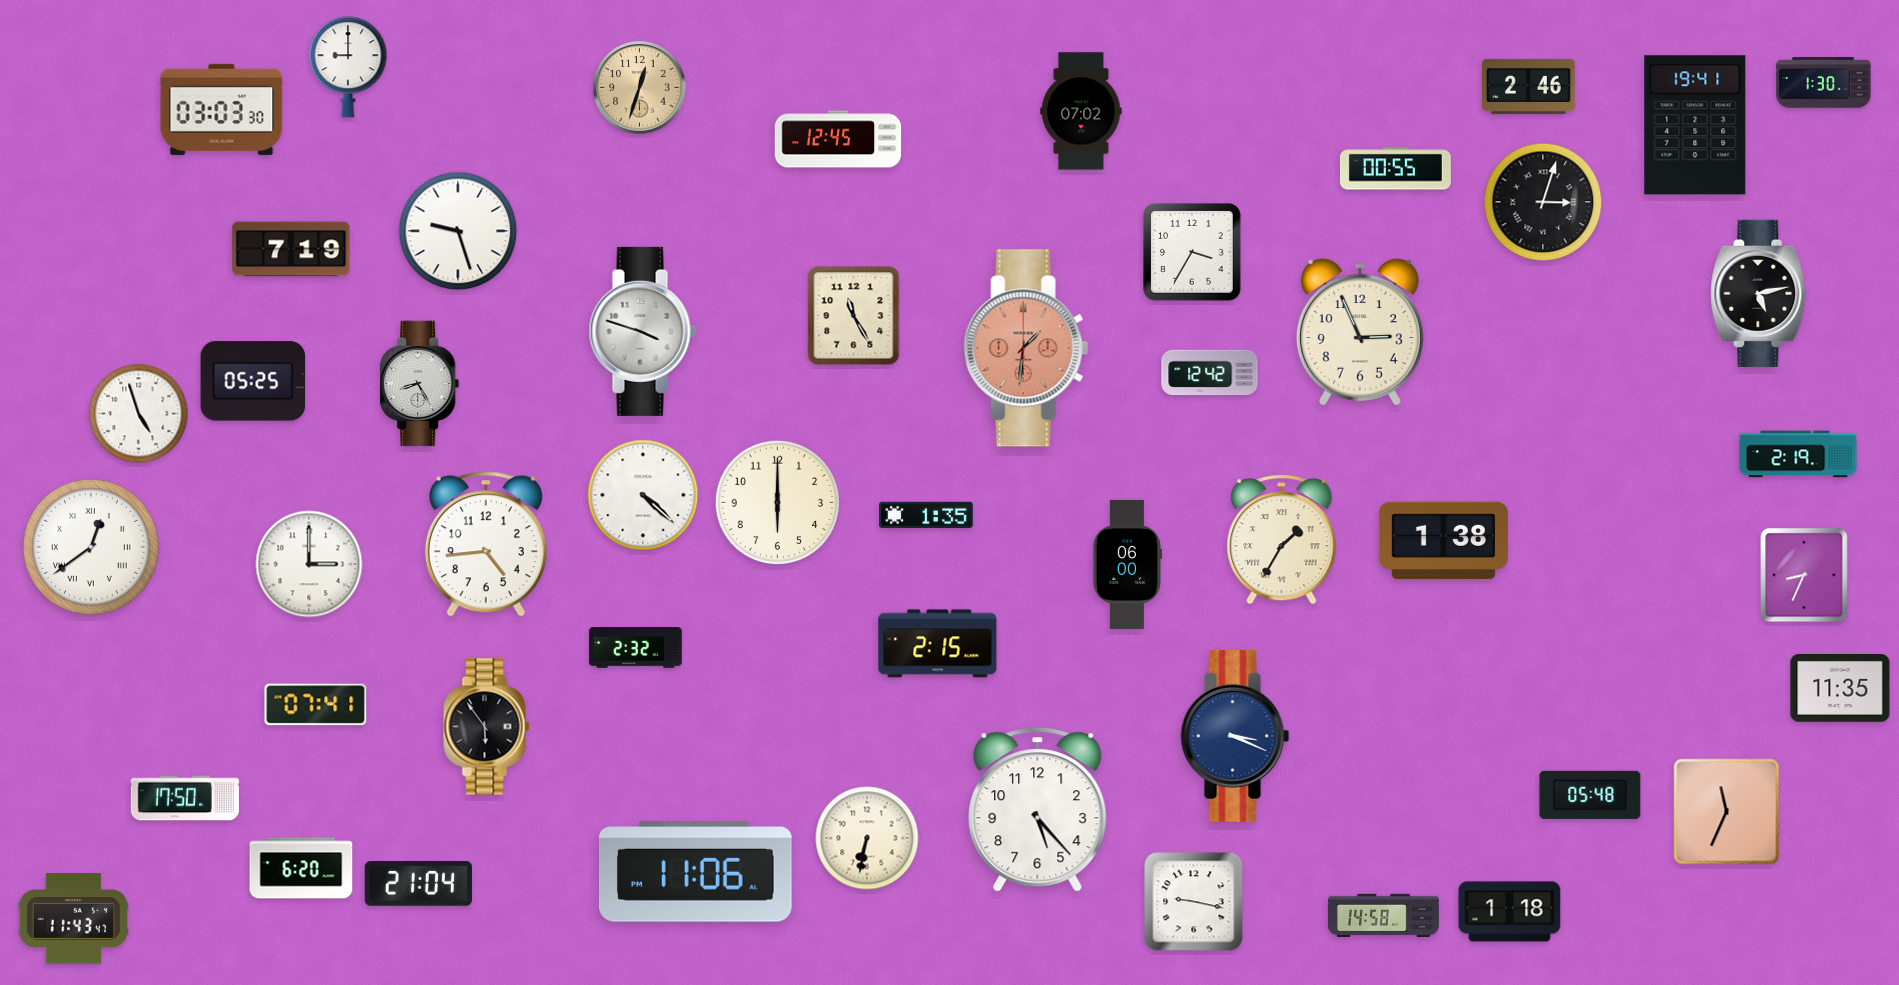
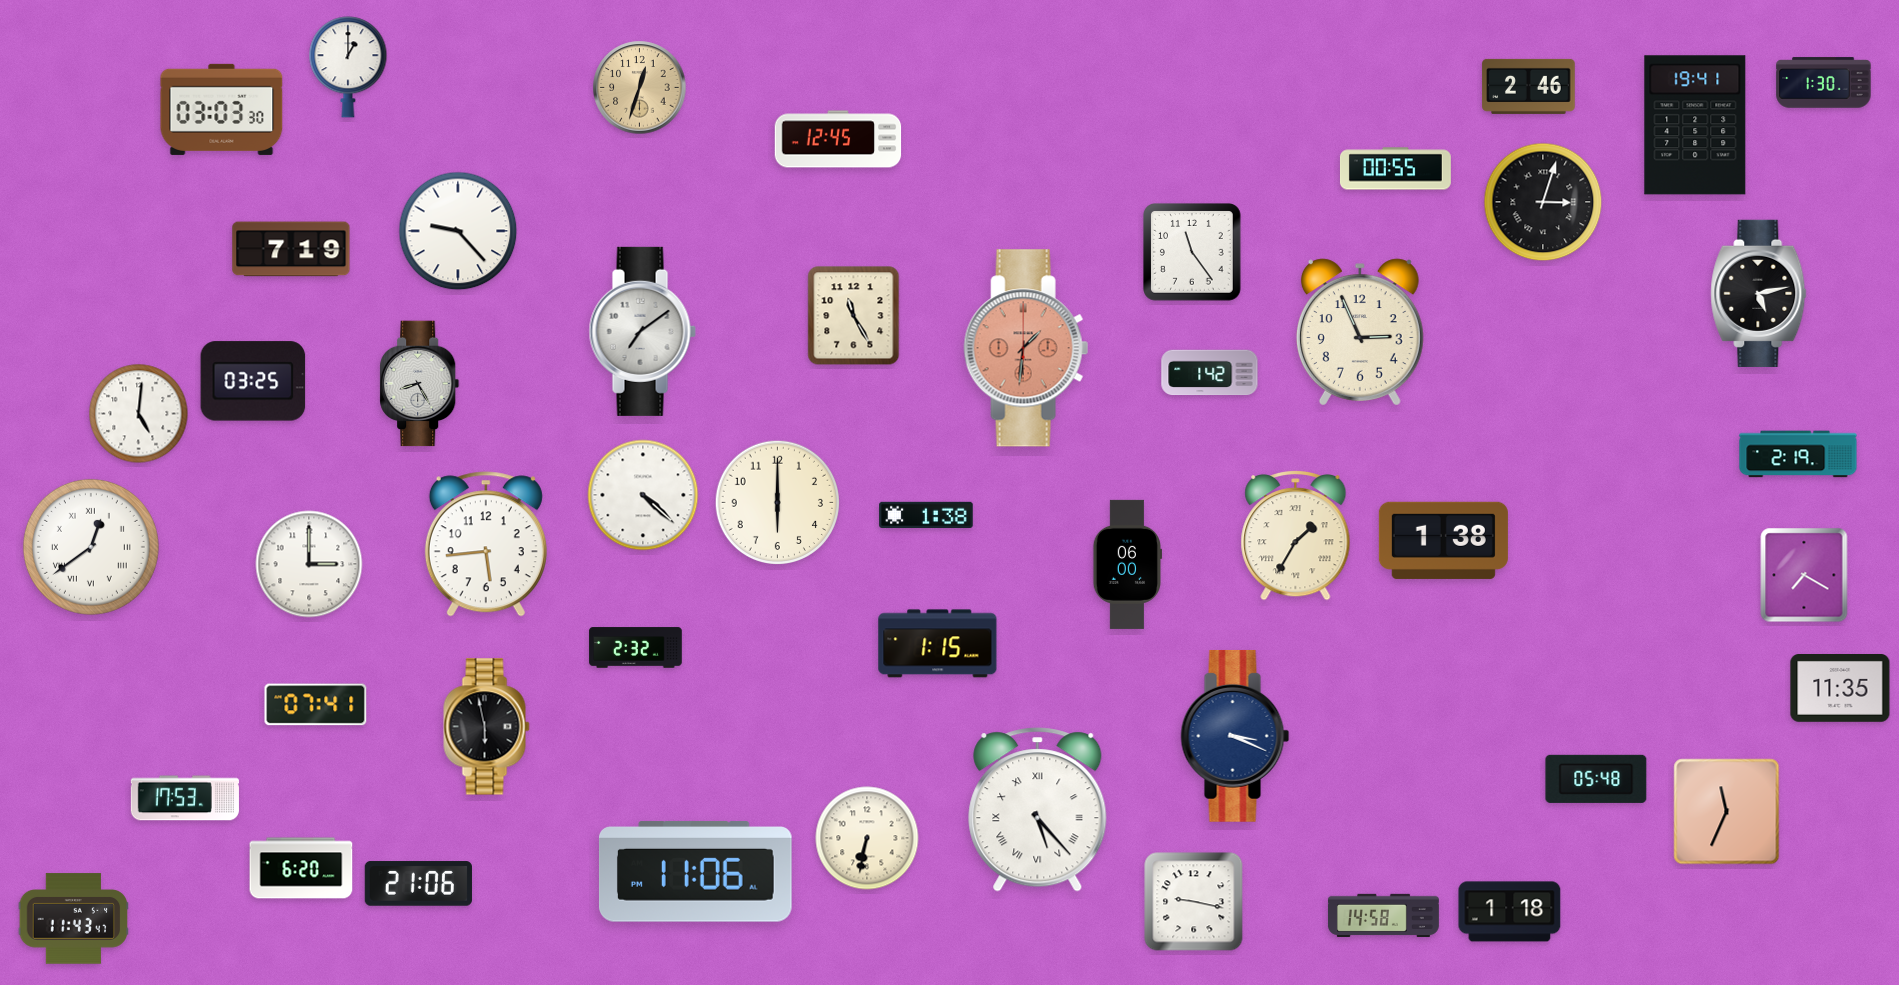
clock at (348, 67): 9:00 -> 1:00
clock at (1081, 111): 07:02 -> none
clock at (458, 231): 9:27 -> 9:23
clock at (1193, 253): 3:35 -> 11:24
clock at (642, 331): 3:48 -> 7:09
clock at (1210, 373): 12:42 -> 1:42
clock at (253, 381): 05:25 -> 03:25
clock at (139, 414): 4:57 -> 5:01
clock at (926, 514): 1:35 -> 1:38
clock at (1282, 540) position: (1282, 540) -> (1296, 536)
clock at (486, 544): 4:44 -> 5:44
clock at (1804, 575): 8:34 -> 7:20
clock at (938, 644): 2:15 -> 1:15
clock at (487, 727): 5:54 -> 5:58
clock at (1590, 795) position: (1590, 795) -> (1596, 779)
clock at (185, 798): 17:50 -> 17:53
clock at (1038, 810) numerals: Arabic -> Roman
clock at (418, 884): 21:04 -> 21:06
